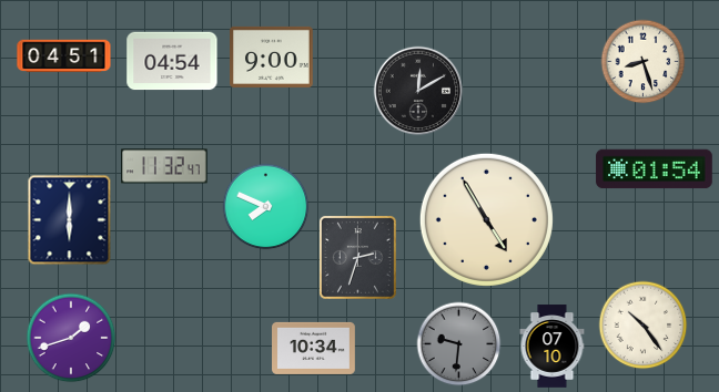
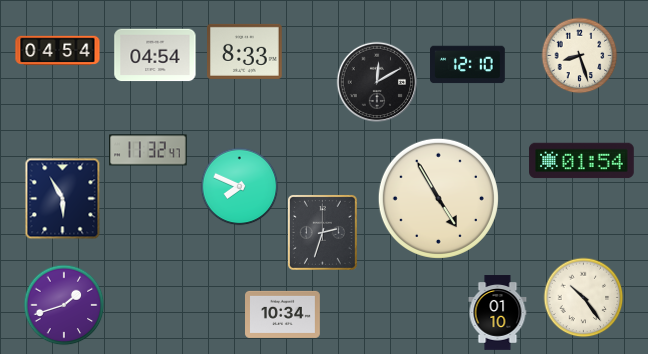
clock at (64, 56): 04:51 -> 04:54
clock at (272, 56): 9:00 -> 8:33
clock at (468, 65): none -> 12:10
clock at (655, 169) position: (655, 169) -> (582, 161)
clock at (70, 220): 6:00 -> 5:55
clock at (644, 326) position: (644, 326) -> (584, 298)
clock at (459, 344): 9:31 -> none
clock at (553, 347): 07:10 -> 01:10
